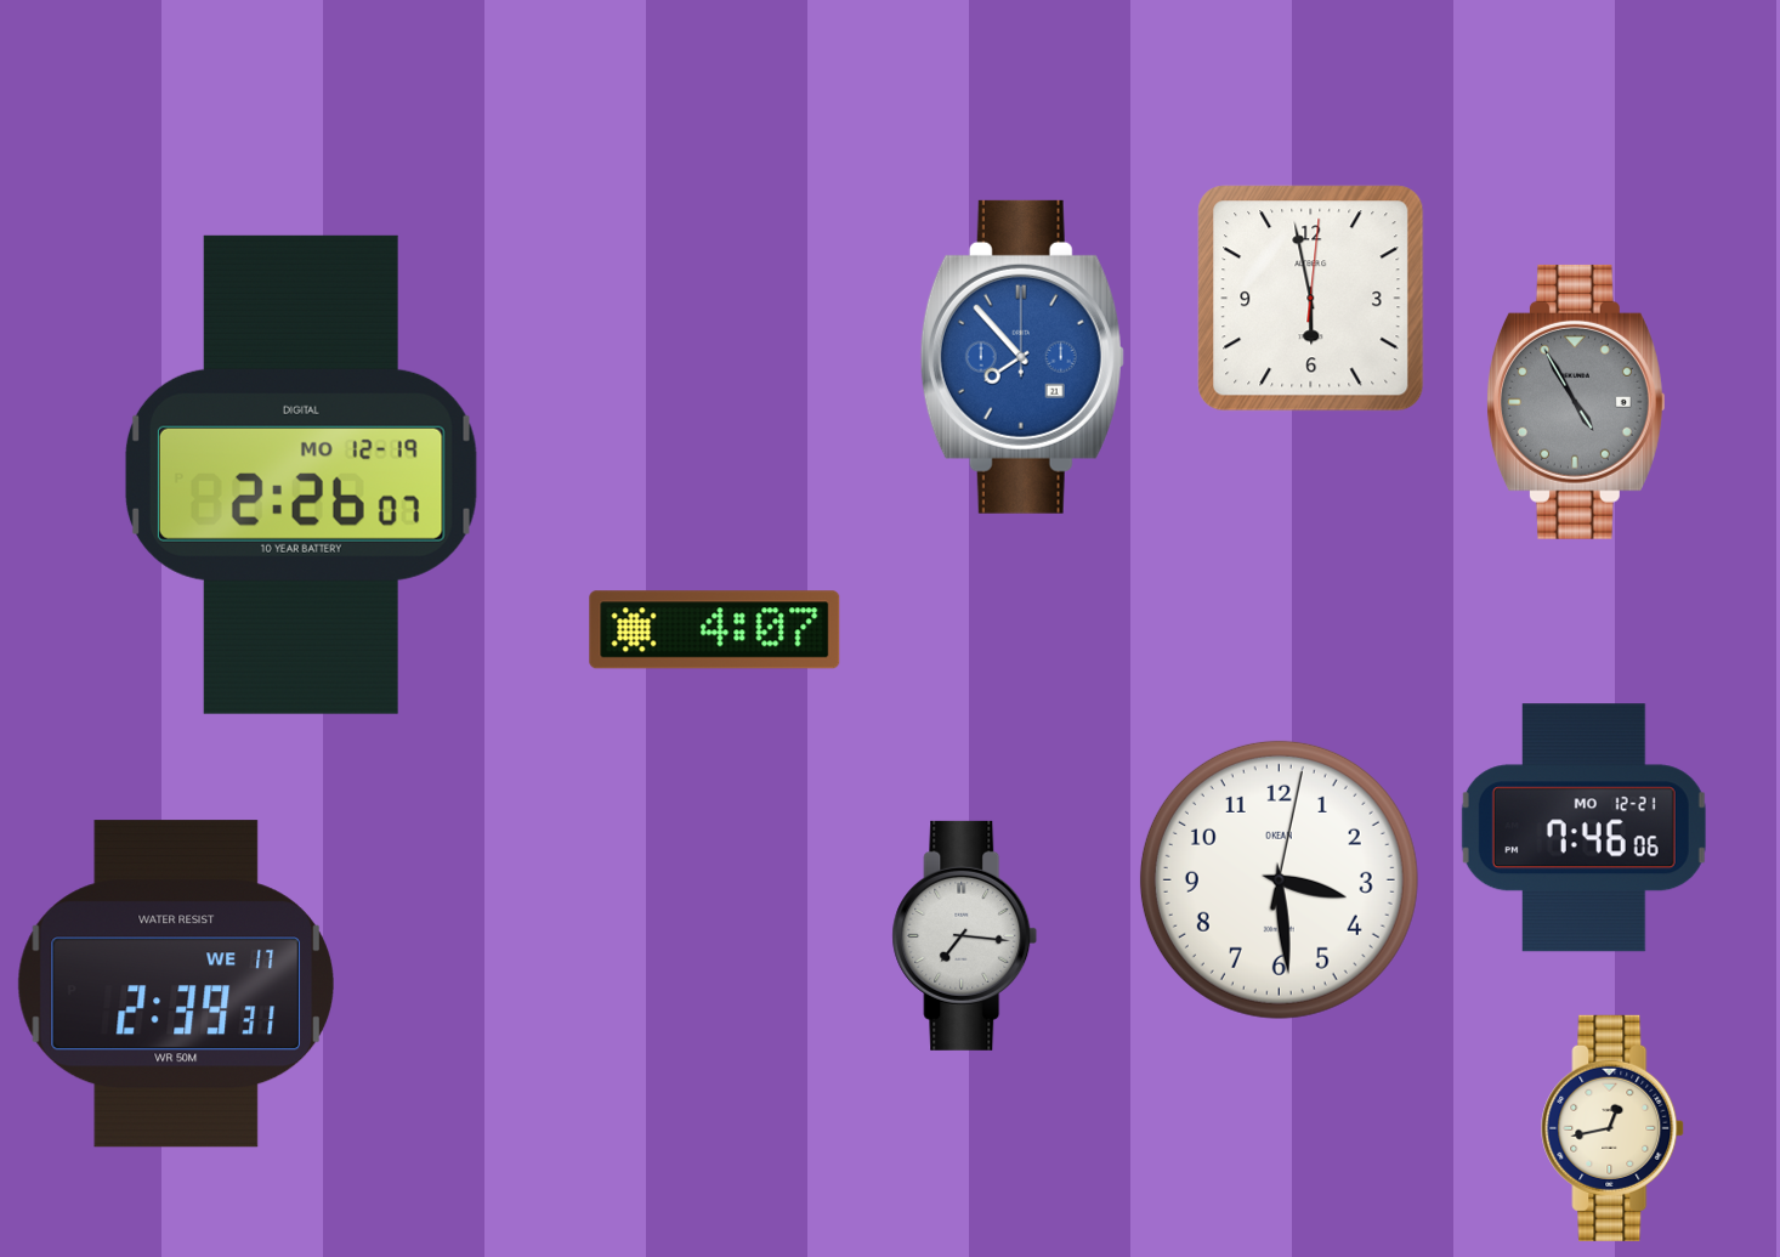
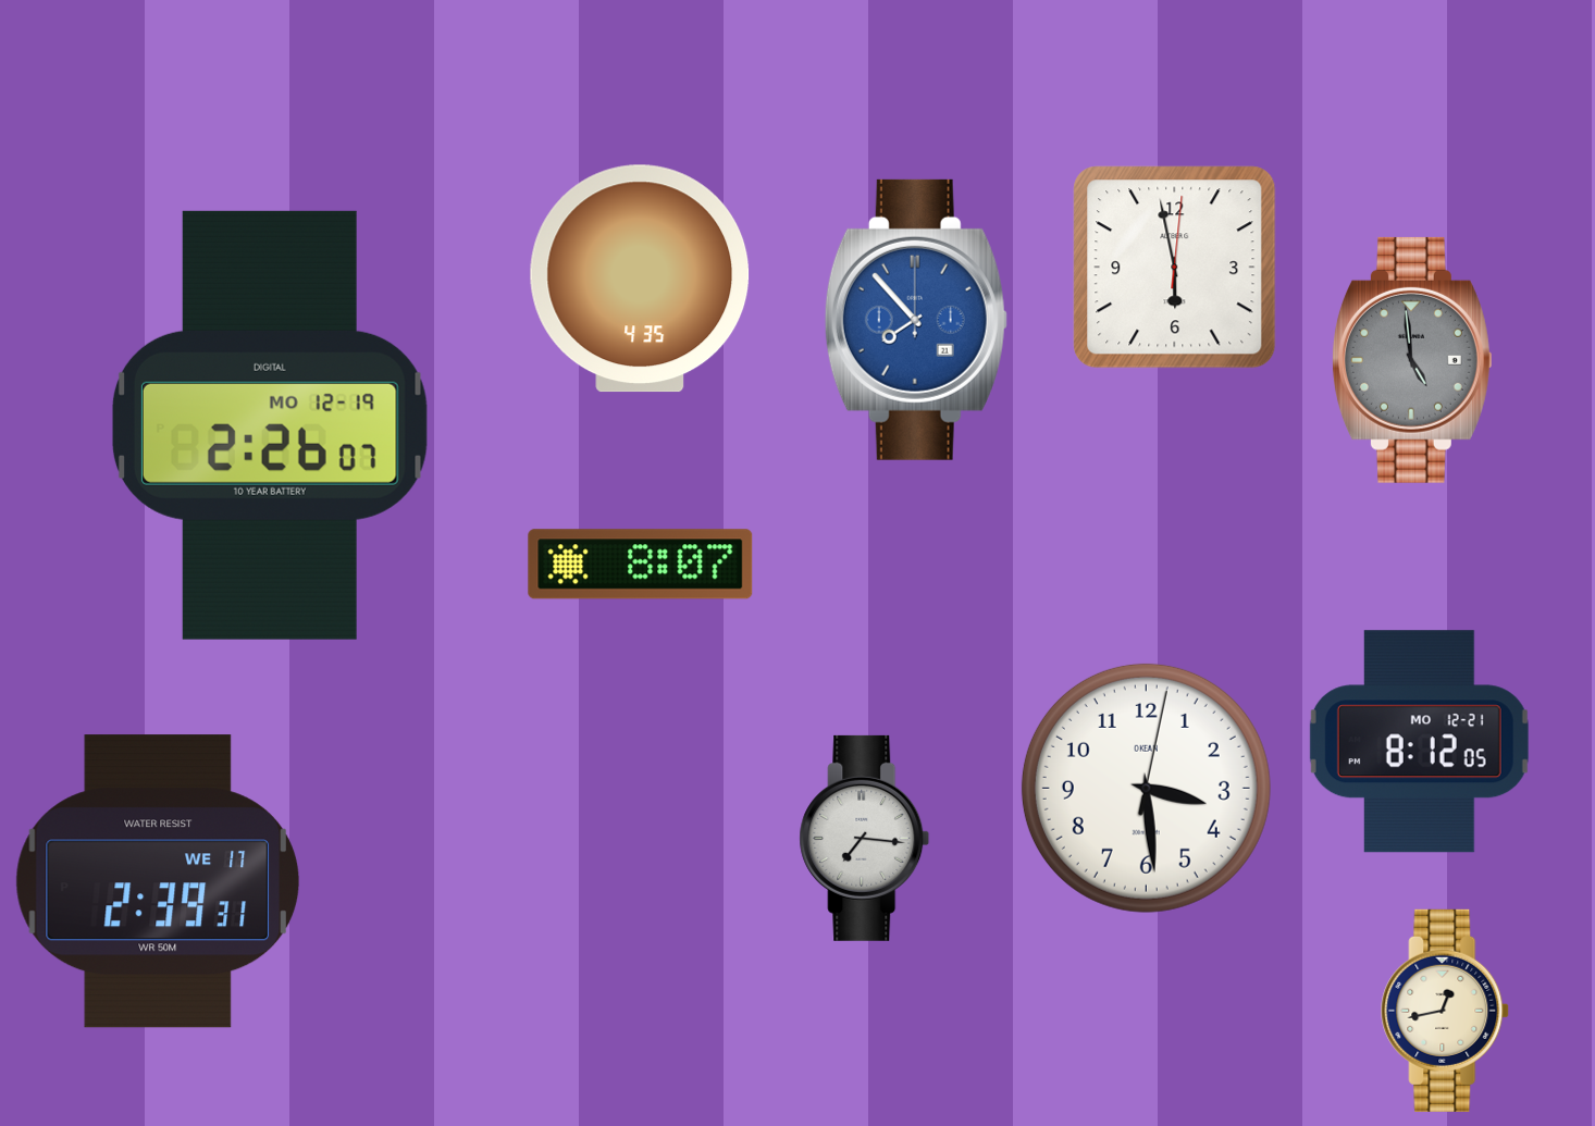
clock at (640, 279): none -> 4:35
clock at (1577, 402): 4:55 -> 4:59
clock at (715, 630): 4:07 -> 8:07
clock at (1583, 828): 7:46 -> 8:12
